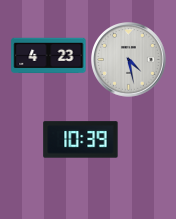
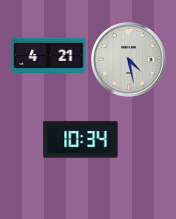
clock at (49, 56): 4:23 -> 4:21
clock at (81, 140): 10:39 -> 10:34
